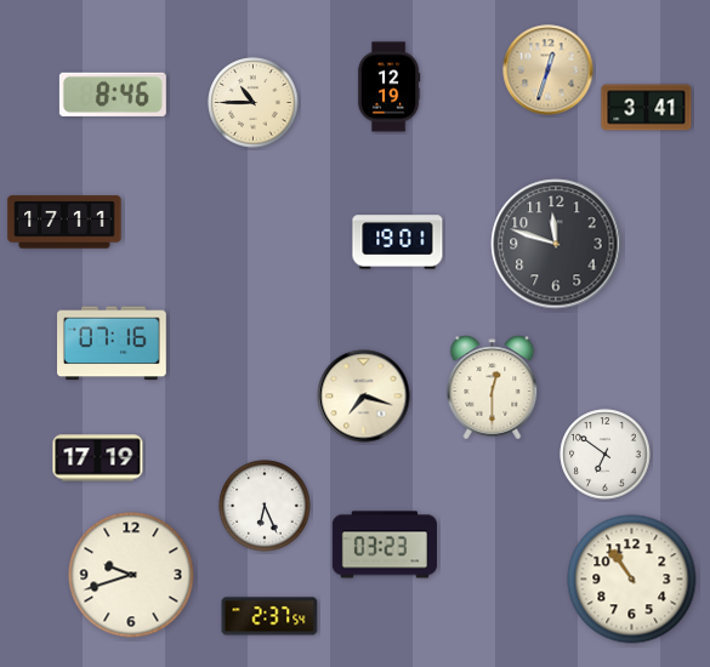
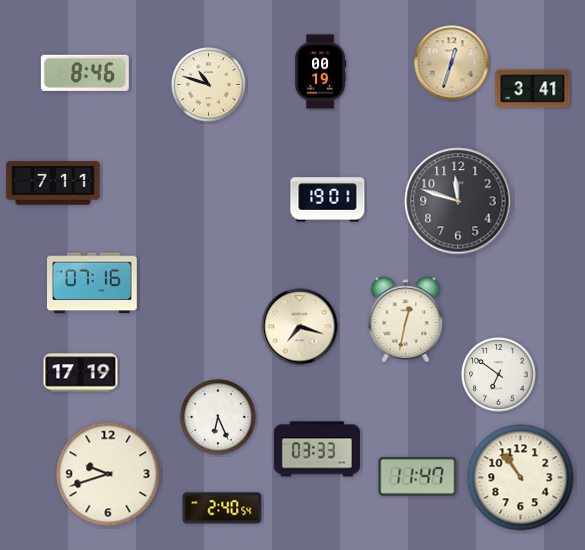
clock at (549, 70) position: (549, 70) -> (452, 63)
clock at (388, 87): 12:19 -> 00:19
clock at (113, 95) position: (113, 95) -> (85, 73)
clock at (254, 103): 10:45 -> 10:48
clock at (64, 222): 17:11 -> 7:11
clock at (493, 388): 12:30 -> 12:32
clock at (98, 458) position: (98, 458) -> (81, 373)
clock at (385, 545): 03:23 -> 03:33
clock at (418, 477): none -> 11:47
clock at (269, 616): 2:37 -> 2:40
